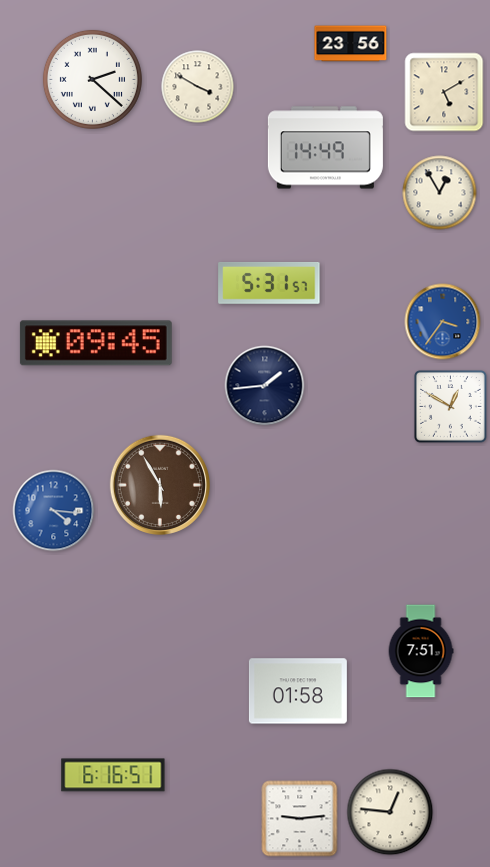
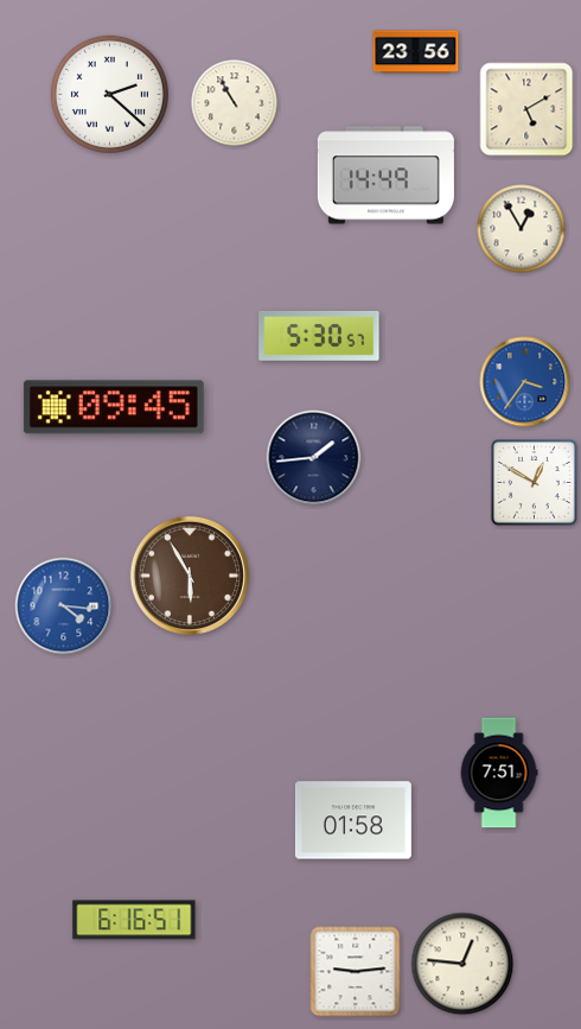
clock at (198, 87): 3:50 -> 10:55
clock at (269, 283): 5:31 -> 5:30
